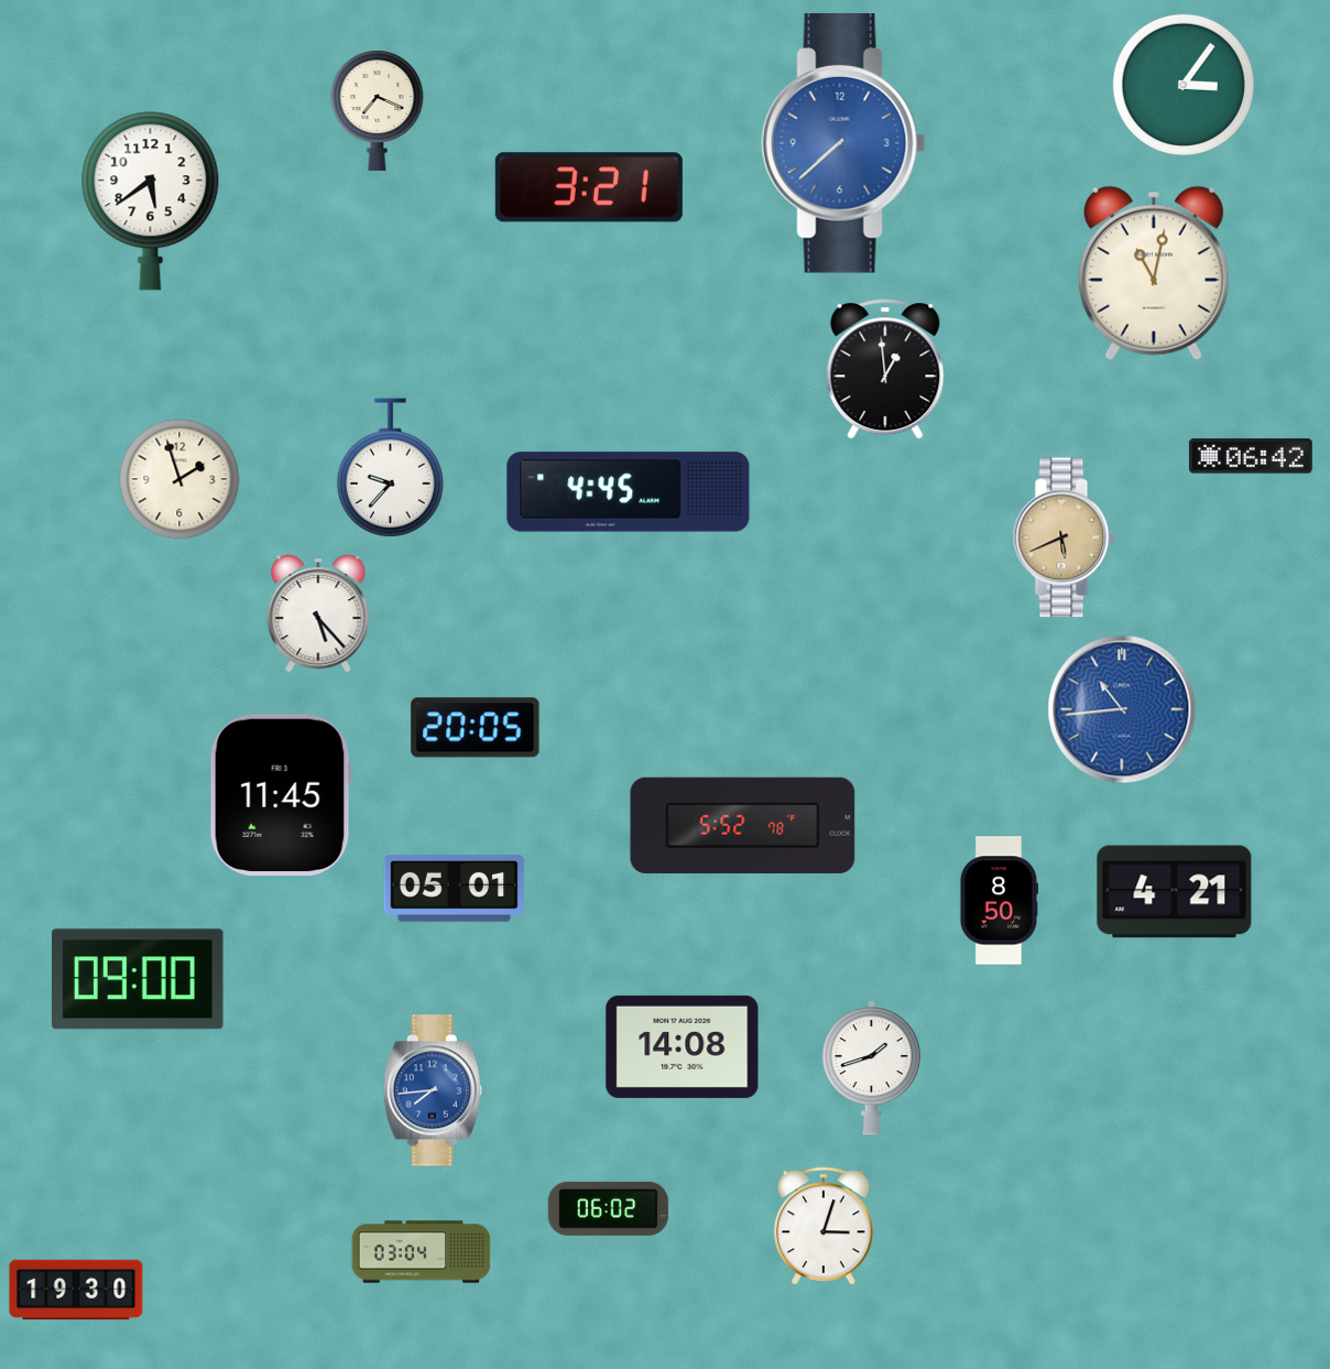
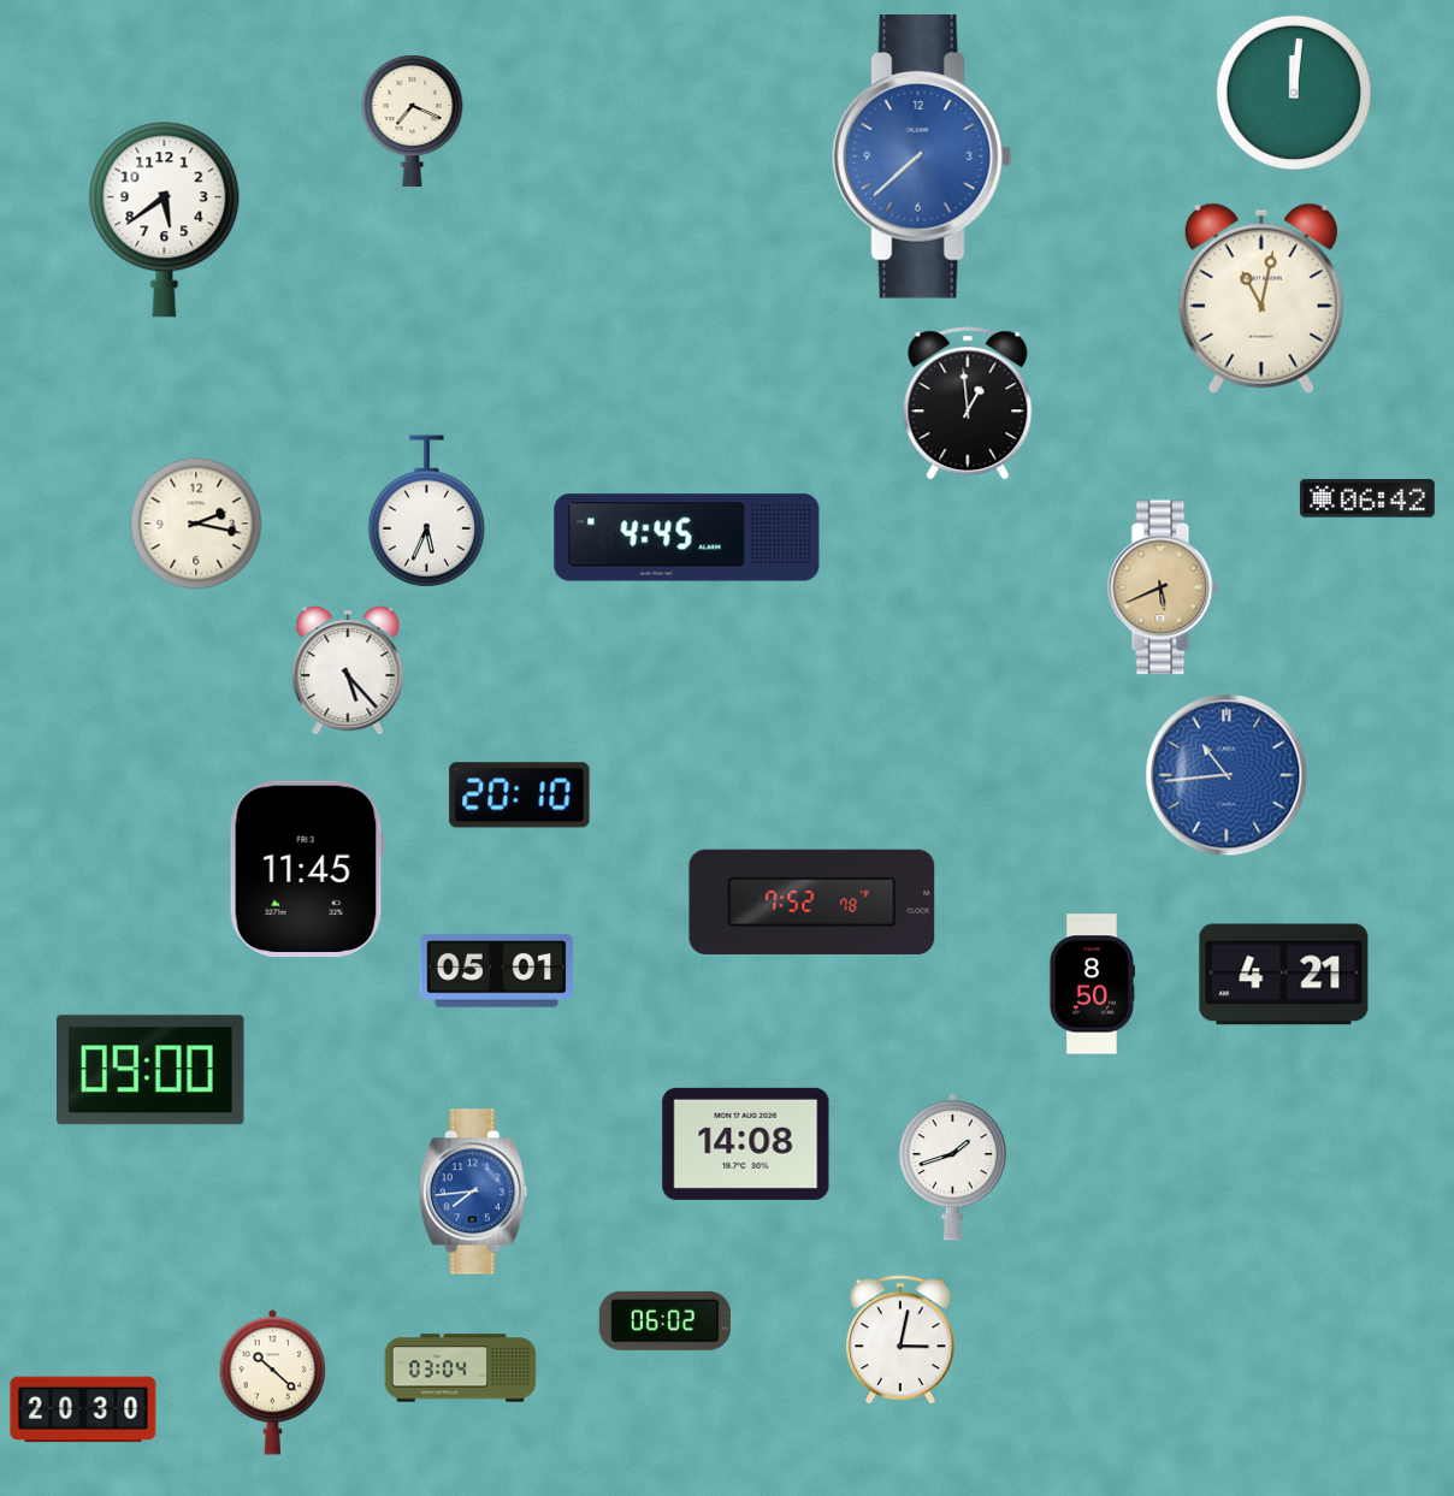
clock at (1184, 85): 3:06 -> 12:01
clock at (589, 187): 3:21 -> none
clock at (390, 468): 9:37 -> 5:34
clock at (179, 479): 1:57 -> 2:17
clock at (476, 728): 20:05 -> 20:10
clock at (743, 825): 5:52 -> 7:52
clock at (824, 1226): 3:03 -> 3:02
clock at (273, 1382): none -> 10:22
clock at (76, 1290): 19:30 -> 20:30
